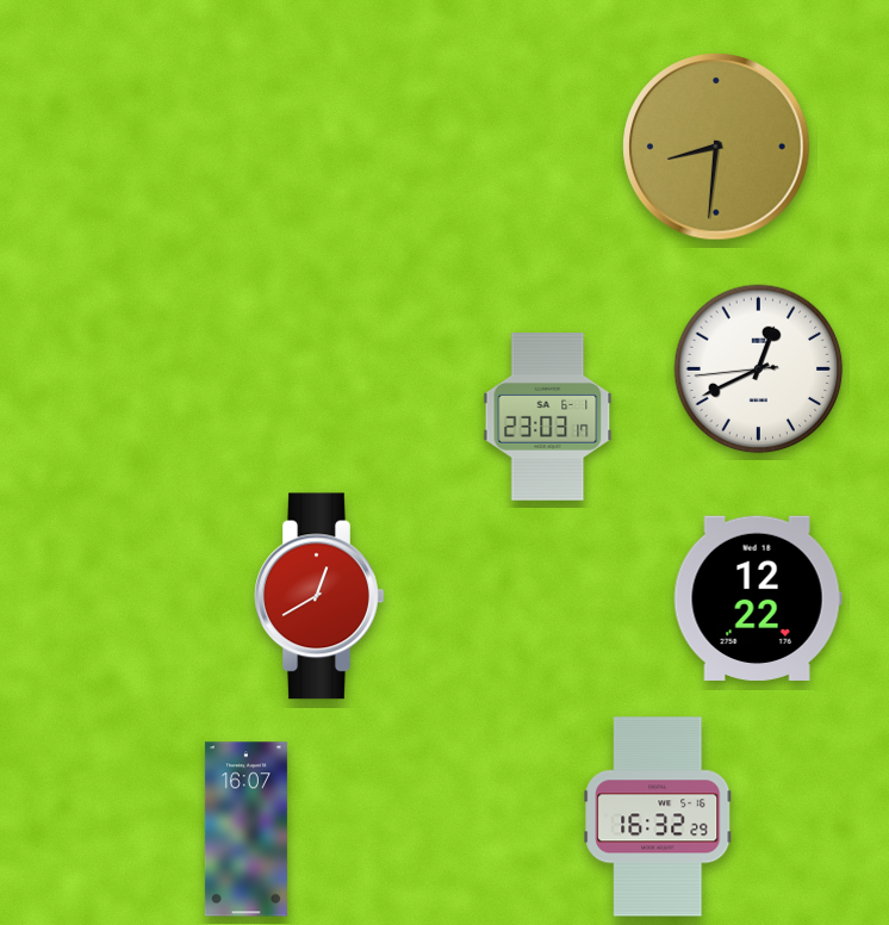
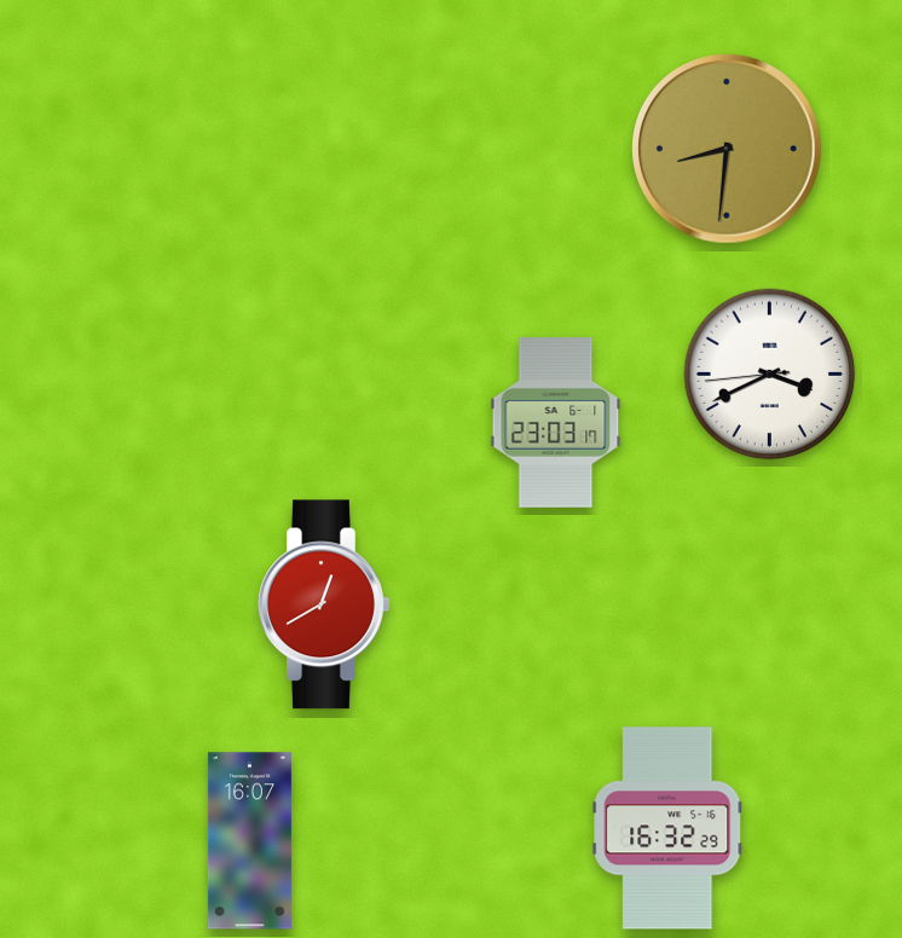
clock at (759, 370): 12:40 -> 3:40
clock at (758, 597): 12:22 -> none
